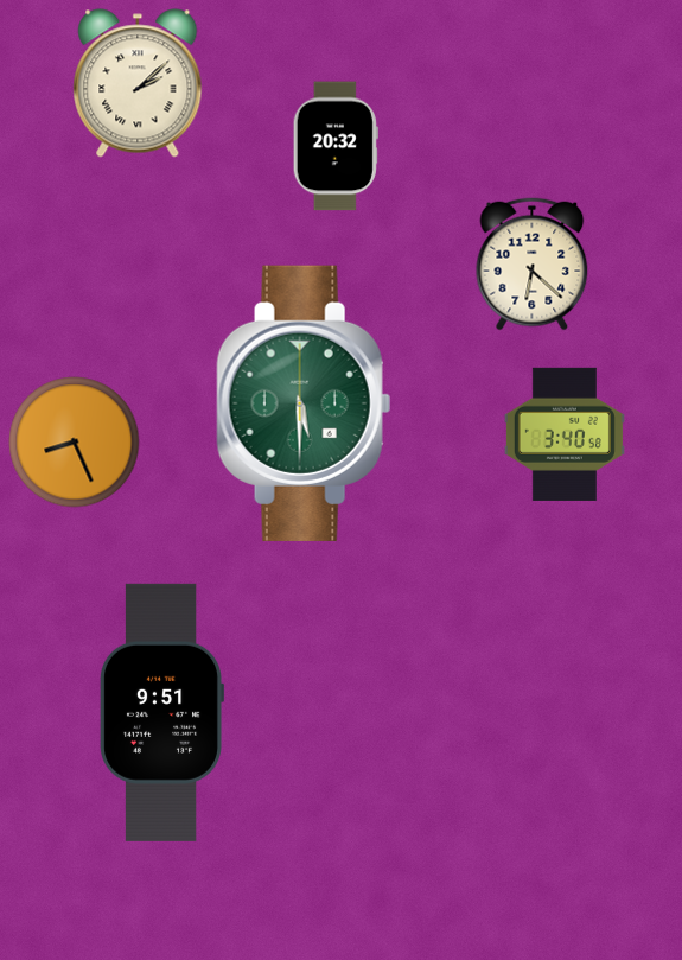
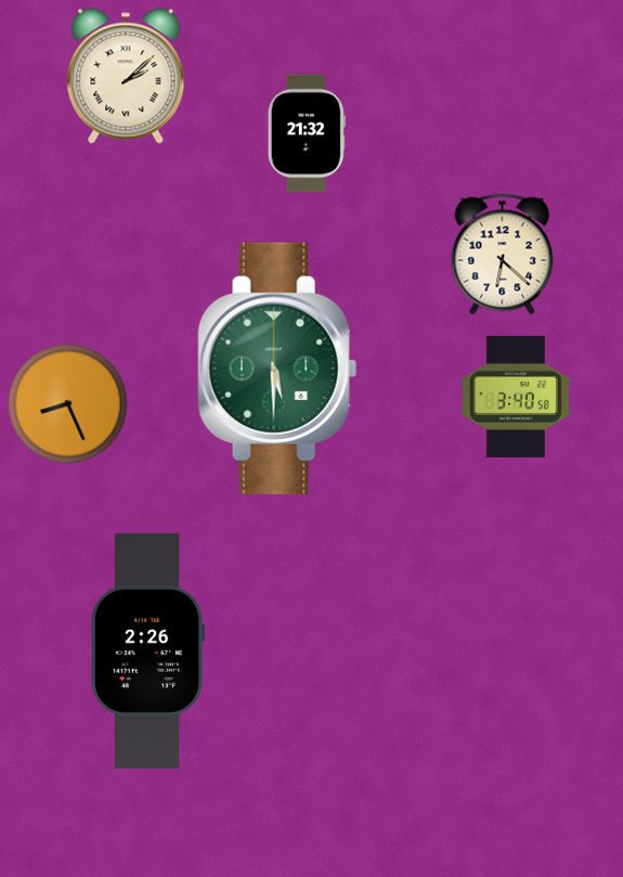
clock at (336, 146): 20:32 -> 21:32
clock at (533, 265) position: (533, 265) -> (503, 255)
clock at (162, 712): 9:51 -> 2:26
